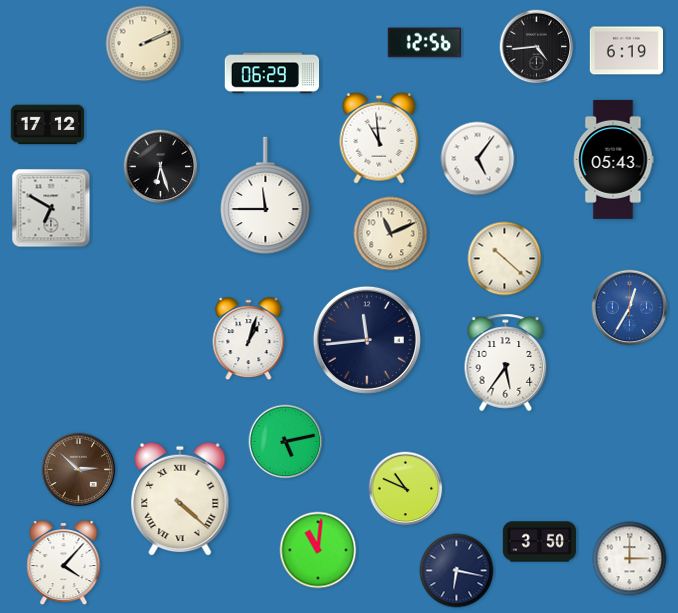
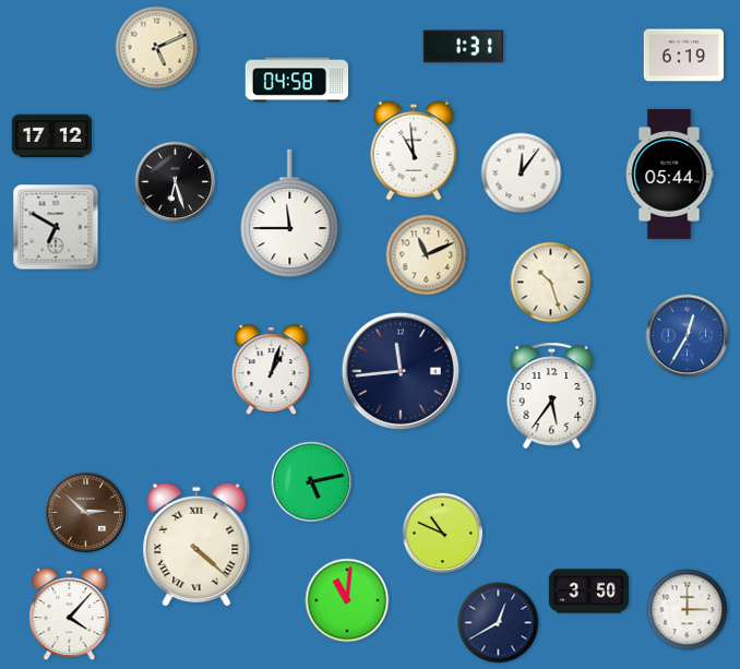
clock at (424, 43): 12:56 -> 1:31
clock at (144, 44): 2:11 -> 5:11
clock at (537, 47): 4:44 -> none
clock at (272, 73): 06:29 -> 04:58
clock at (478, 159): 5:06 -> 12:06
clock at (613, 159): 05:43 -> 05:44
clock at (505, 259): 10:22 -> 10:27
clock at (457, 571): 6:17 -> 12:40
